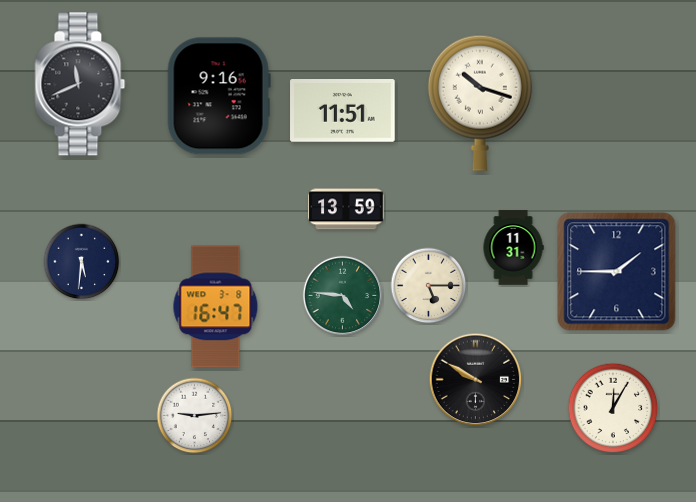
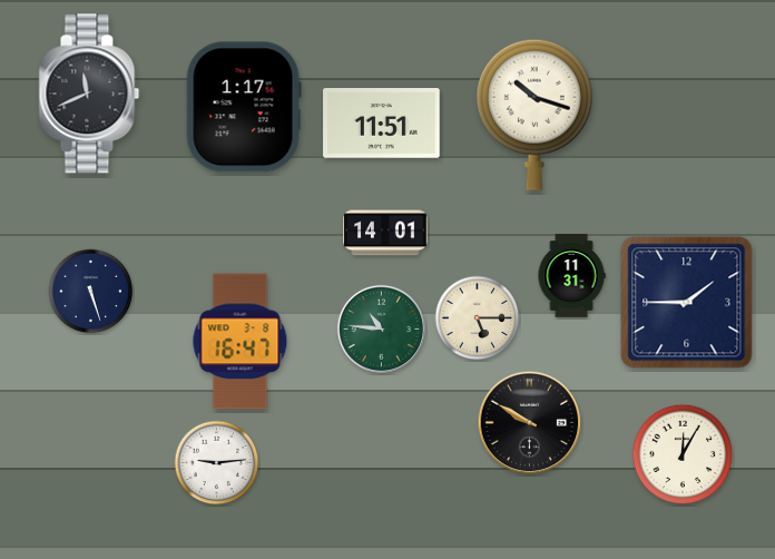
clock at (219, 96): 9:16 -> 1:17
clock at (346, 209): 13:59 -> 14:01
clock at (82, 262): 5:31 -> 5:27
clock at (342, 295): 4:46 -> 10:46
